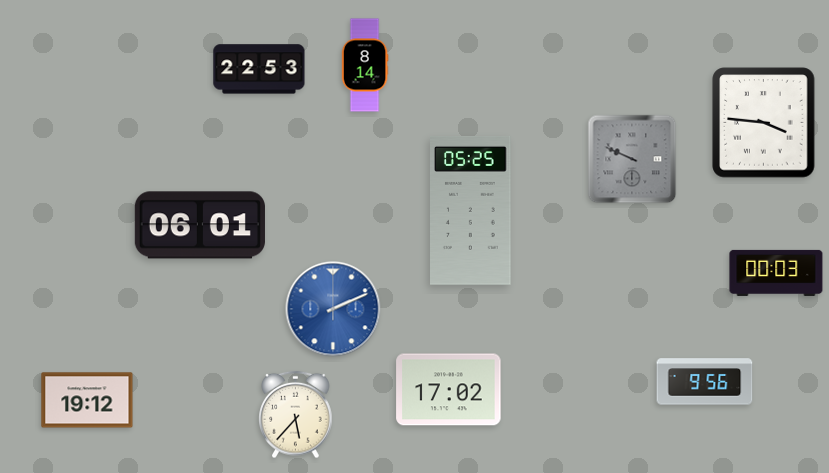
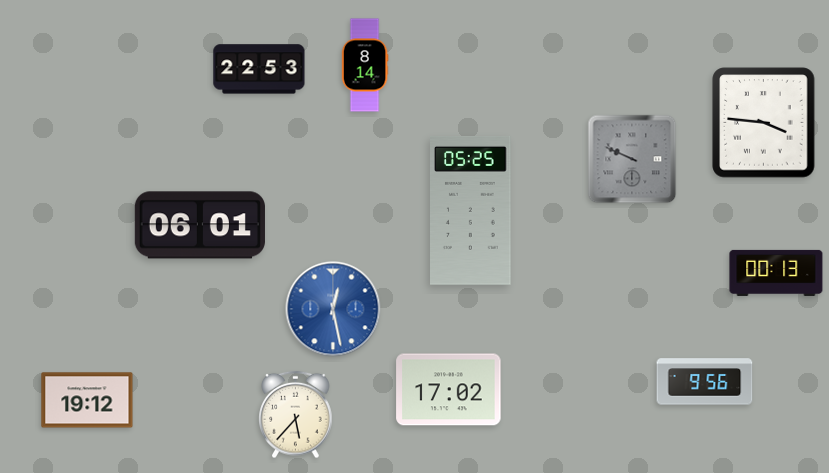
clock at (776, 273): 00:03 -> 00:13
clock at (333, 309): 2:11 -> 12:28
